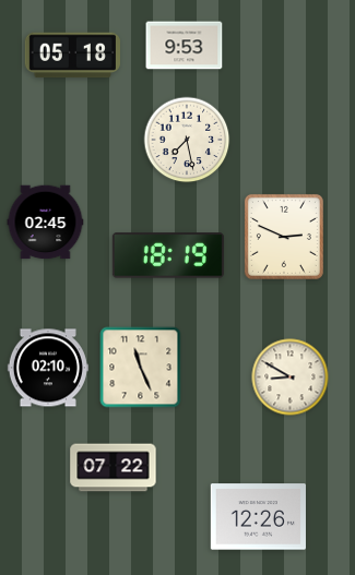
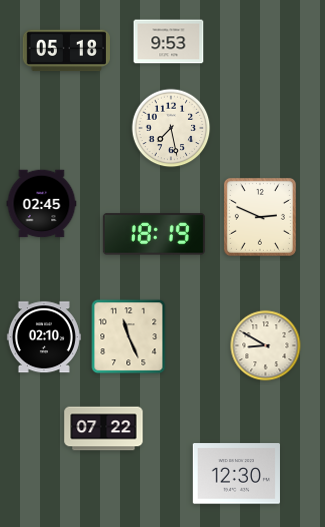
clock at (258, 517): 12:26 -> 12:30
